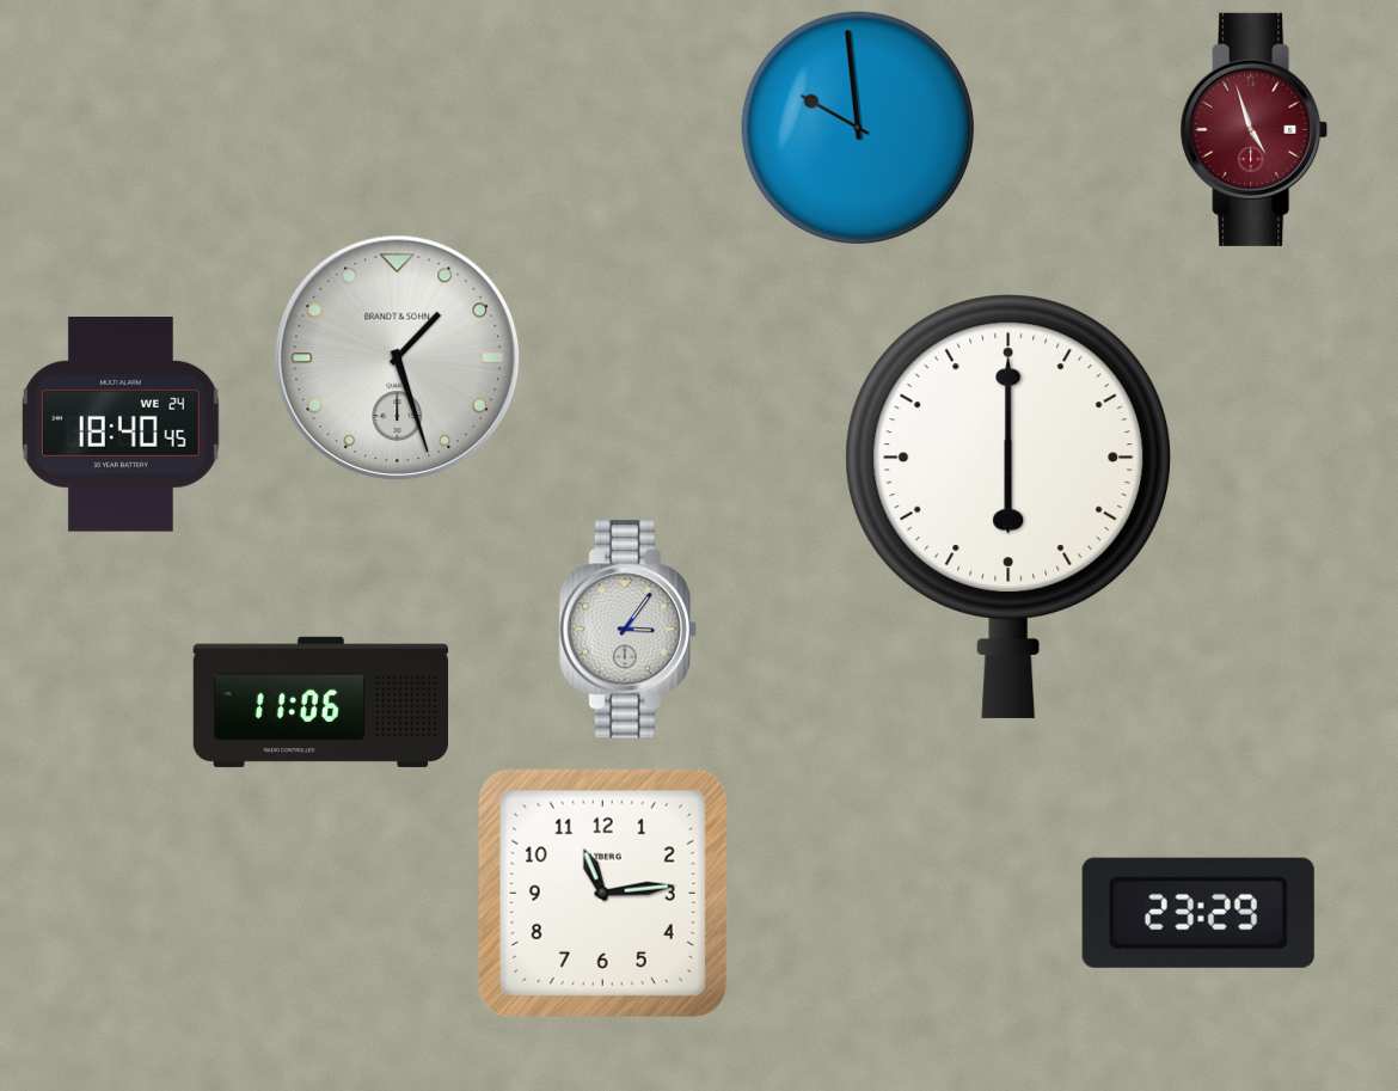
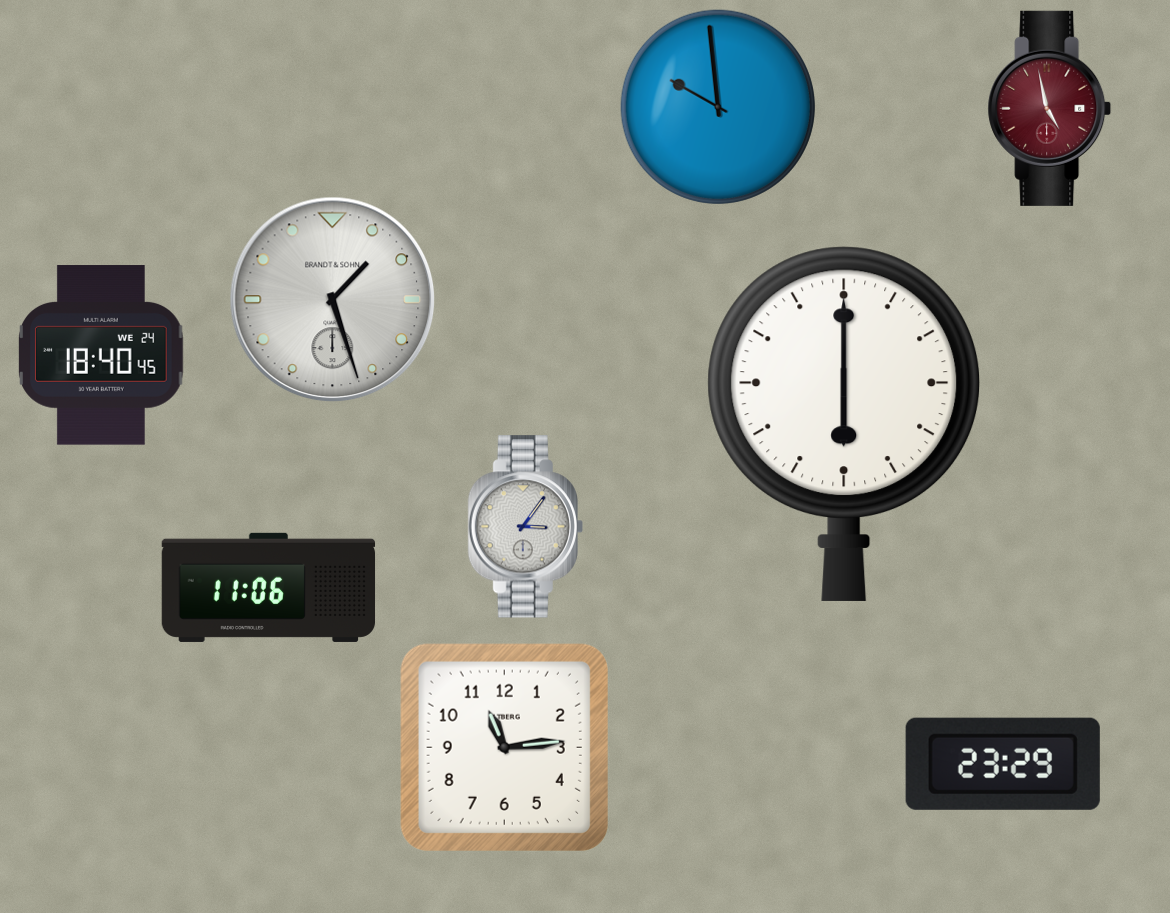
clock at (1255, 129): 4:57 -> 4:58
